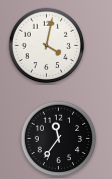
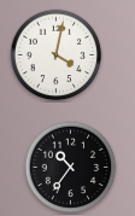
clock at (59, 139): 11:36 -> 10:36
